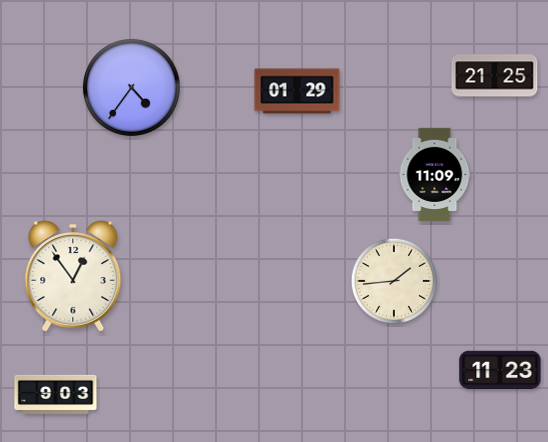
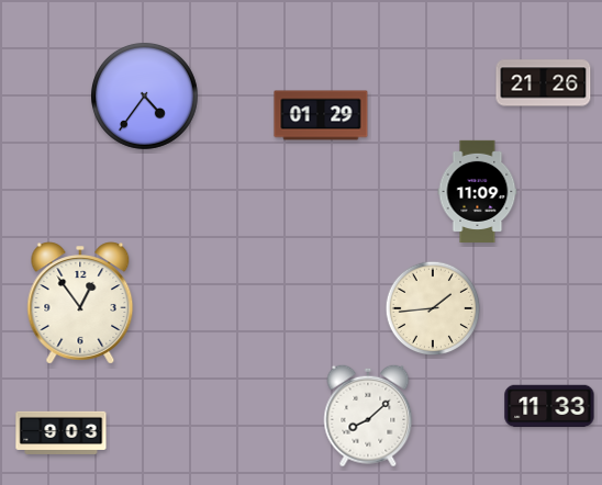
clock at (495, 76): 21:25 -> 21:26
clock at (297, 91) position: (297, 91) -> (321, 115)
clock at (500, 370): 11:23 -> 11:33
clock at (368, 416): none -> 8:08
